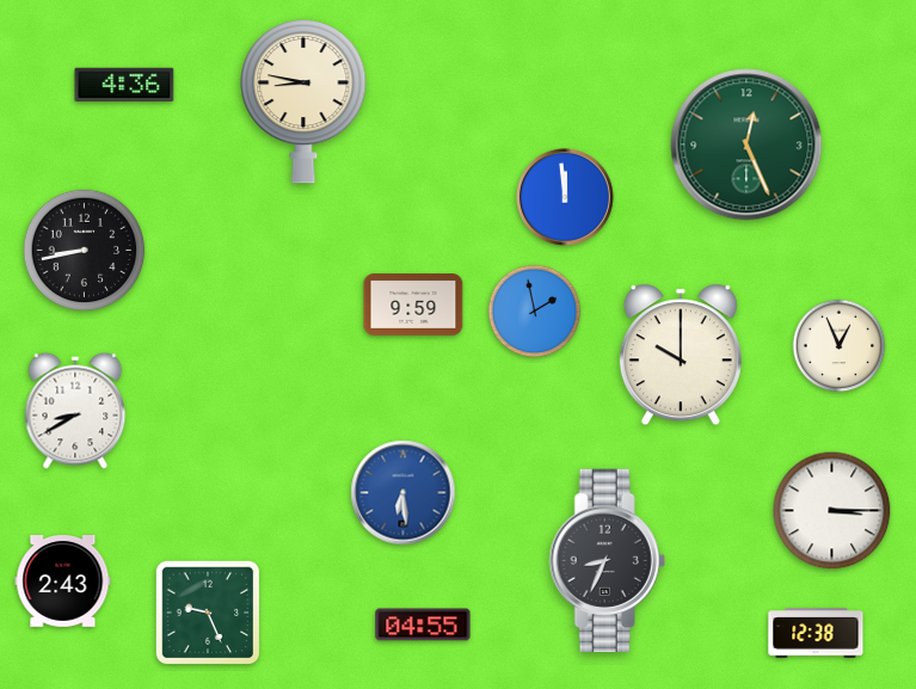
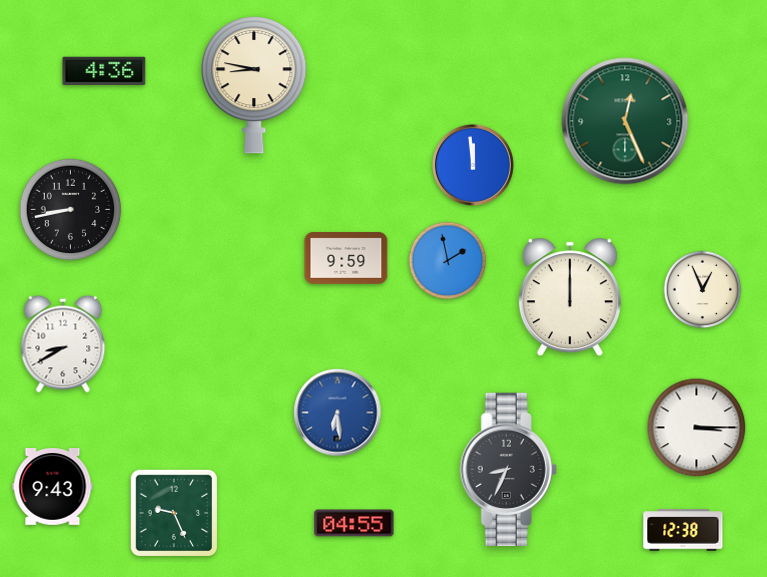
clock at (413, 304) position: (413, 304) -> (346, 258)
clock at (681, 355): 10:00 -> 12:00
clock at (63, 582): 2:43 -> 9:43
